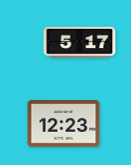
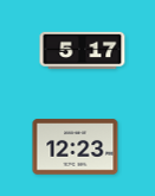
clock at (80, 43) position: (80, 43) -> (83, 51)
